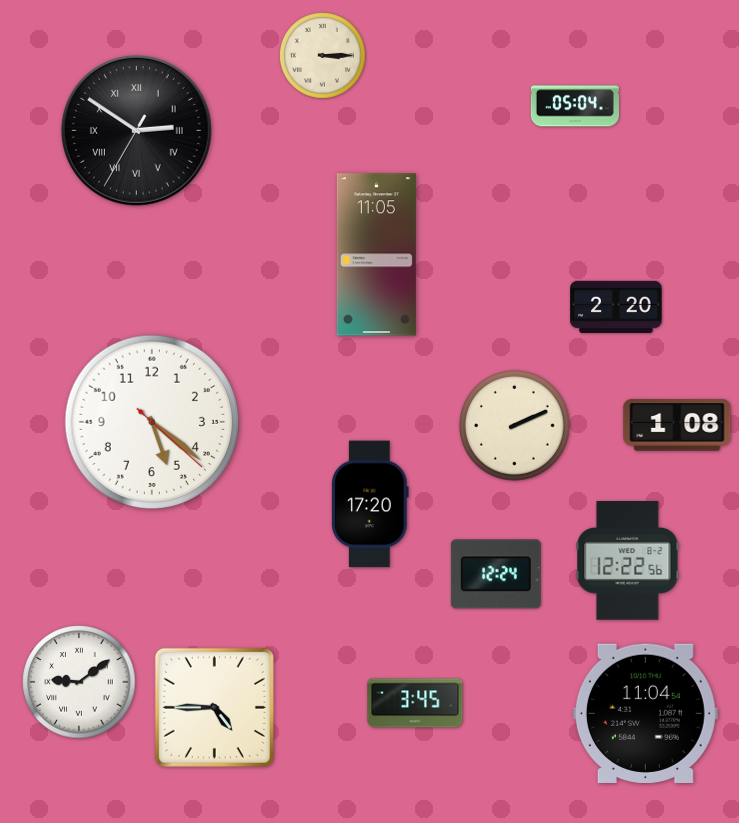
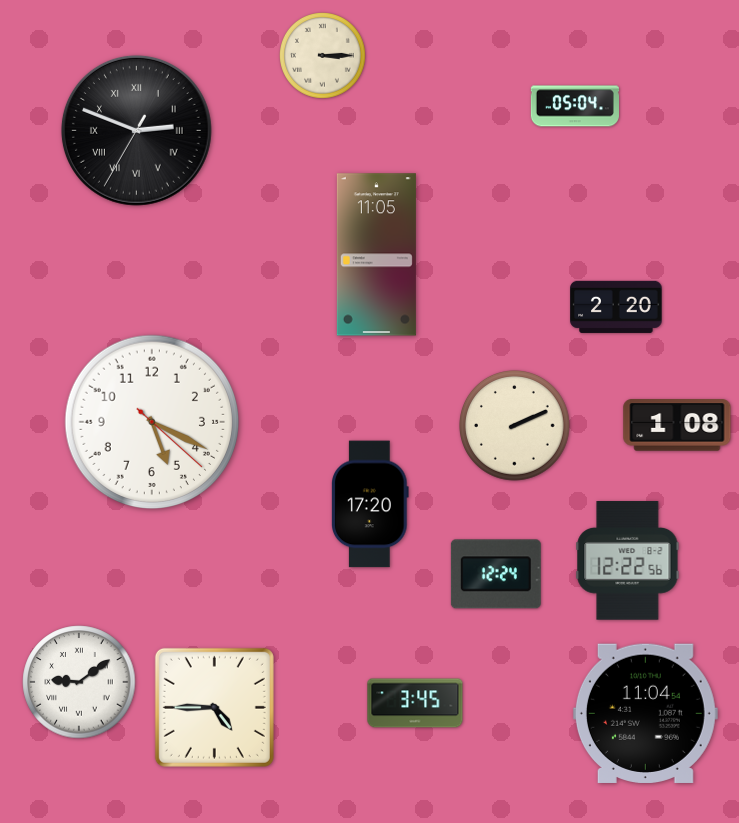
clock at (136, 130): 2:50 -> 2:48
clock at (152, 422): 5:21 -> 5:19
